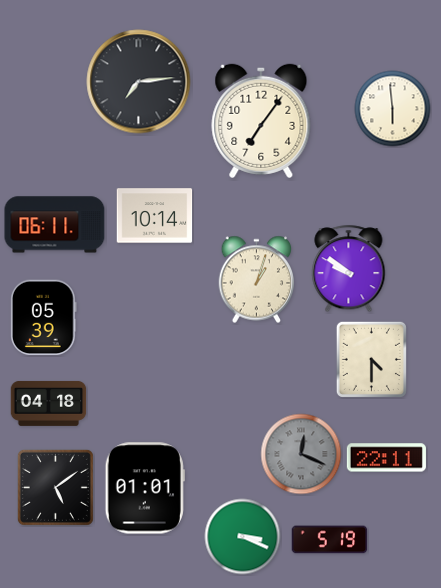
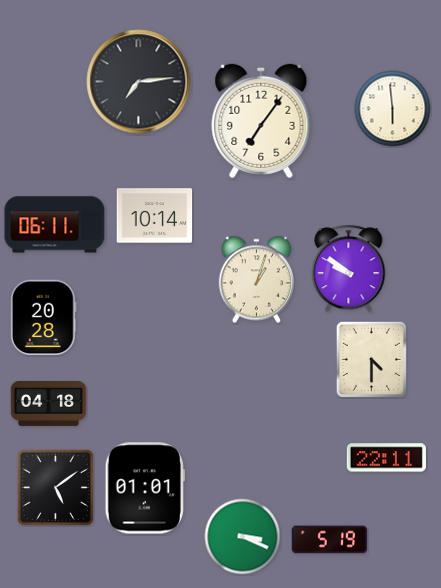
clock at (44, 318): 05:39 -> 20:28
clock at (301, 454): 12:19 -> none
